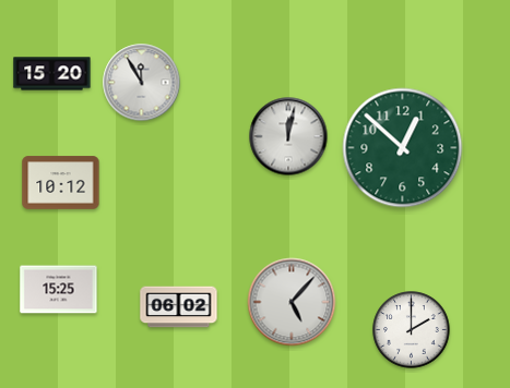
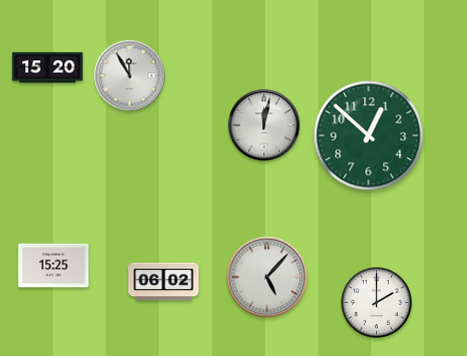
clock at (61, 183): 10:12 -> none
